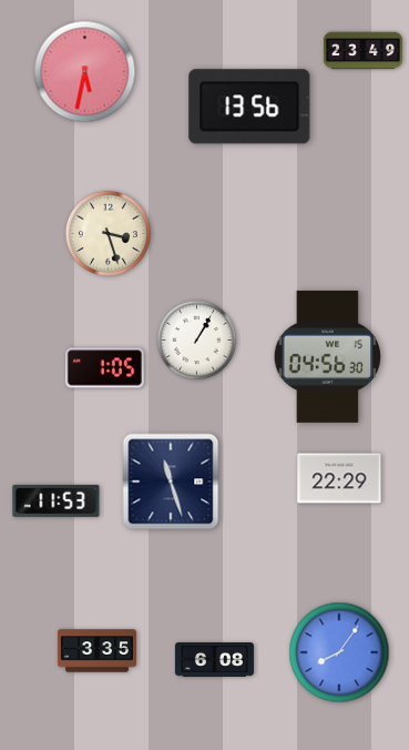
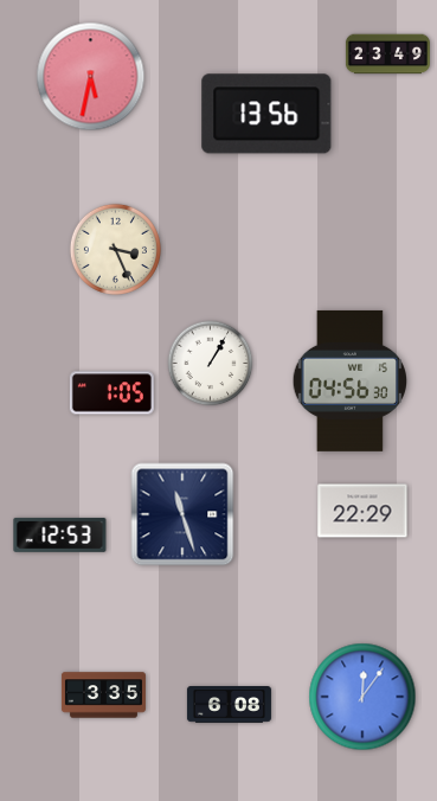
clock at (108, 233): 3:27 -> 3:26
clock at (57, 500): 11:53 -> 12:53
clock at (339, 652): 8:06 -> 12:06
